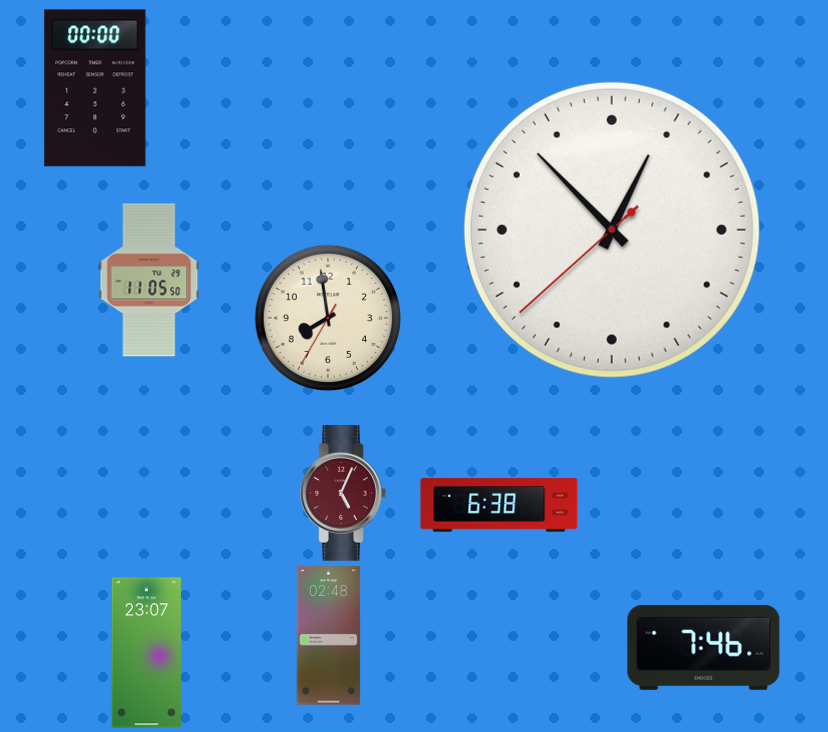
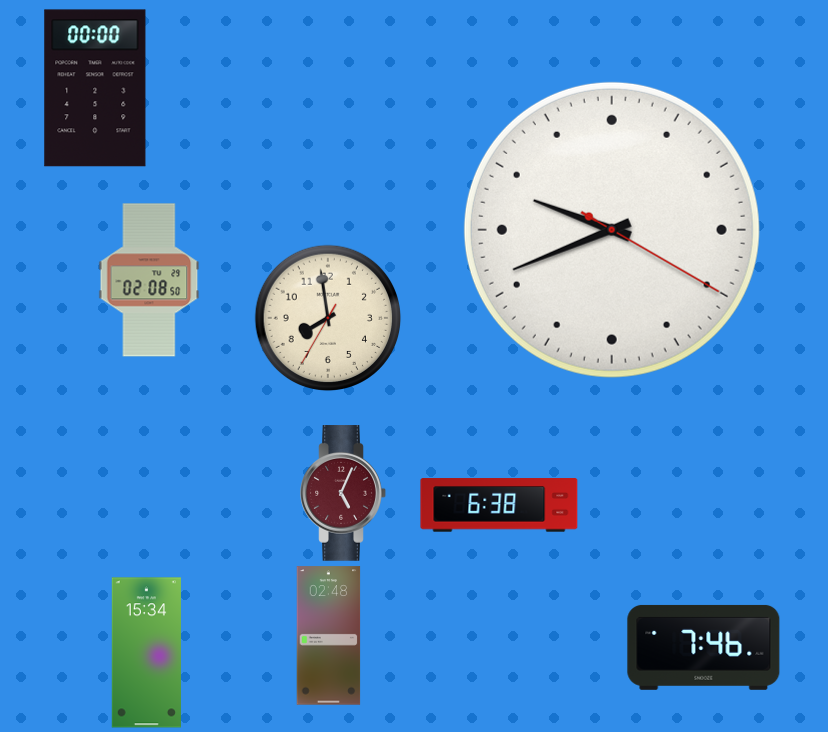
clock at (612, 230): 12:52 -> 9:41
clock at (149, 280): 11:05 -> 02:08
clock at (146, 653): 23:07 -> 15:34
